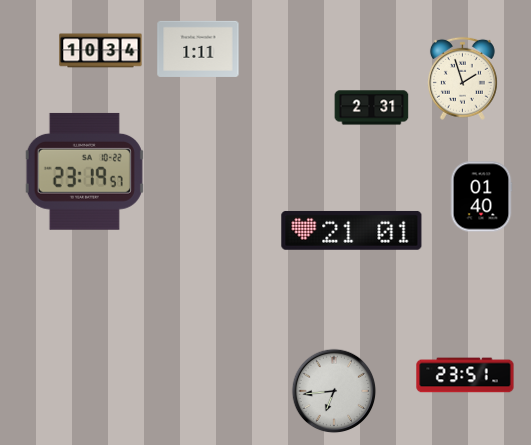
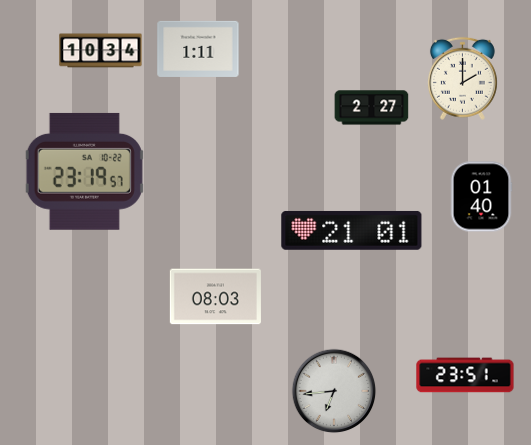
clock at (462, 78): 1:57 -> 2:00
clock at (372, 108): 2:31 -> 2:27
clock at (215, 297): none -> 08:03
